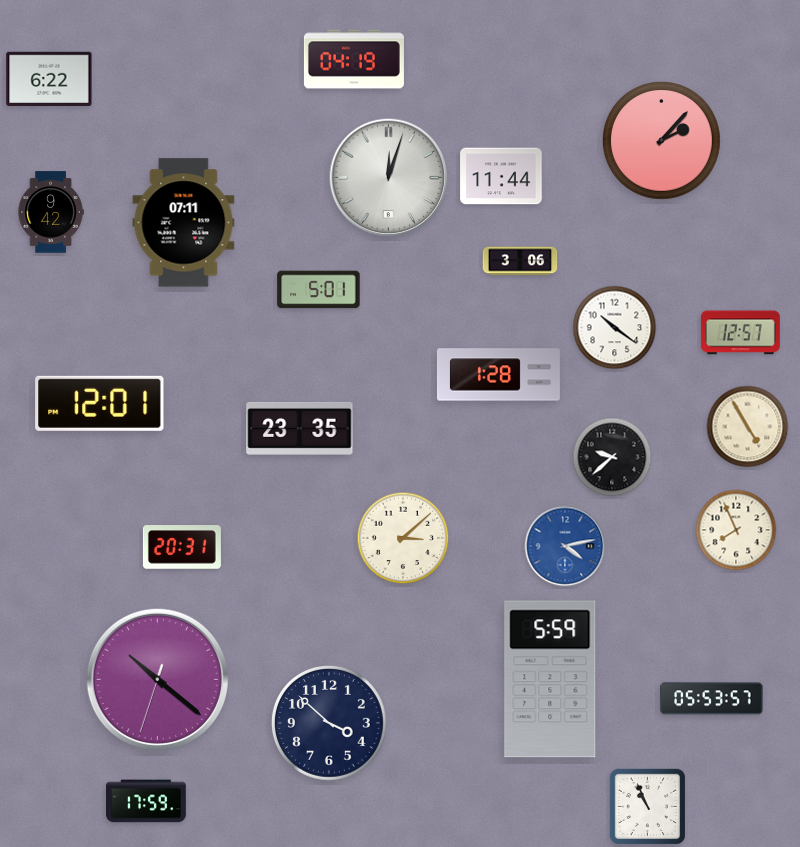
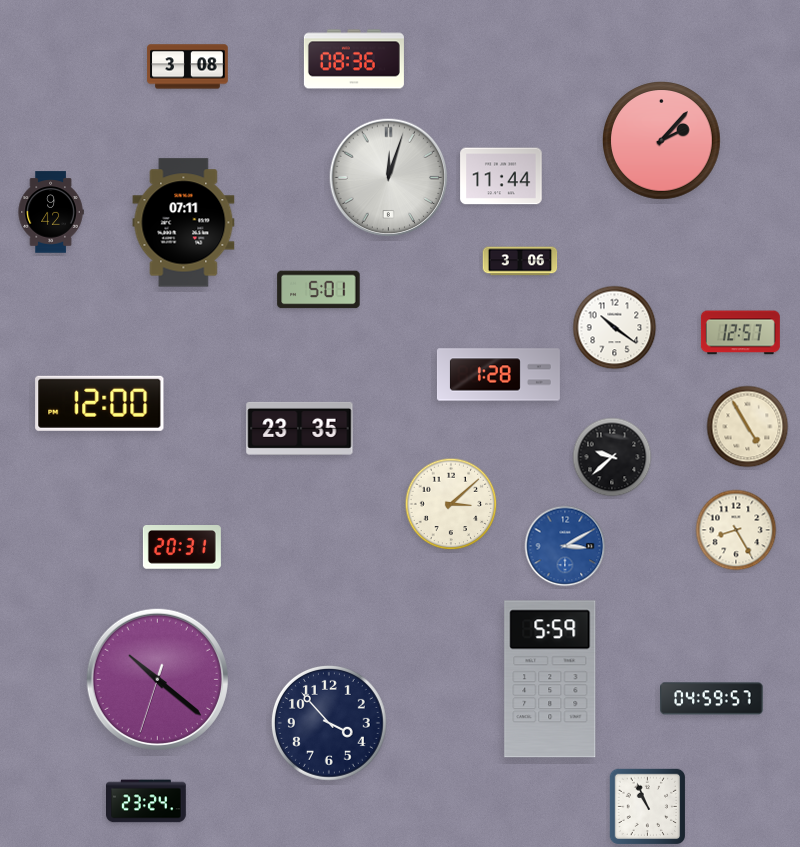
clock at (354, 59): 04:19 -> 08:36
clock at (188, 67): none -> 3:08
clock at (49, 78): 6:22 -> none
clock at (100, 403): 12:01 -> 12:00
clock at (736, 530): 7:56 -> 8:25
clock at (403, 538) position: (403, 538) -> (451, 504)
clock at (565, 546): 4:13 -> 3:10
clock at (712, 699): 05:53 -> 04:59
clock at (329, 723): 3:52 -> 3:53
clock at (147, 801): 17:59 -> 23:24
